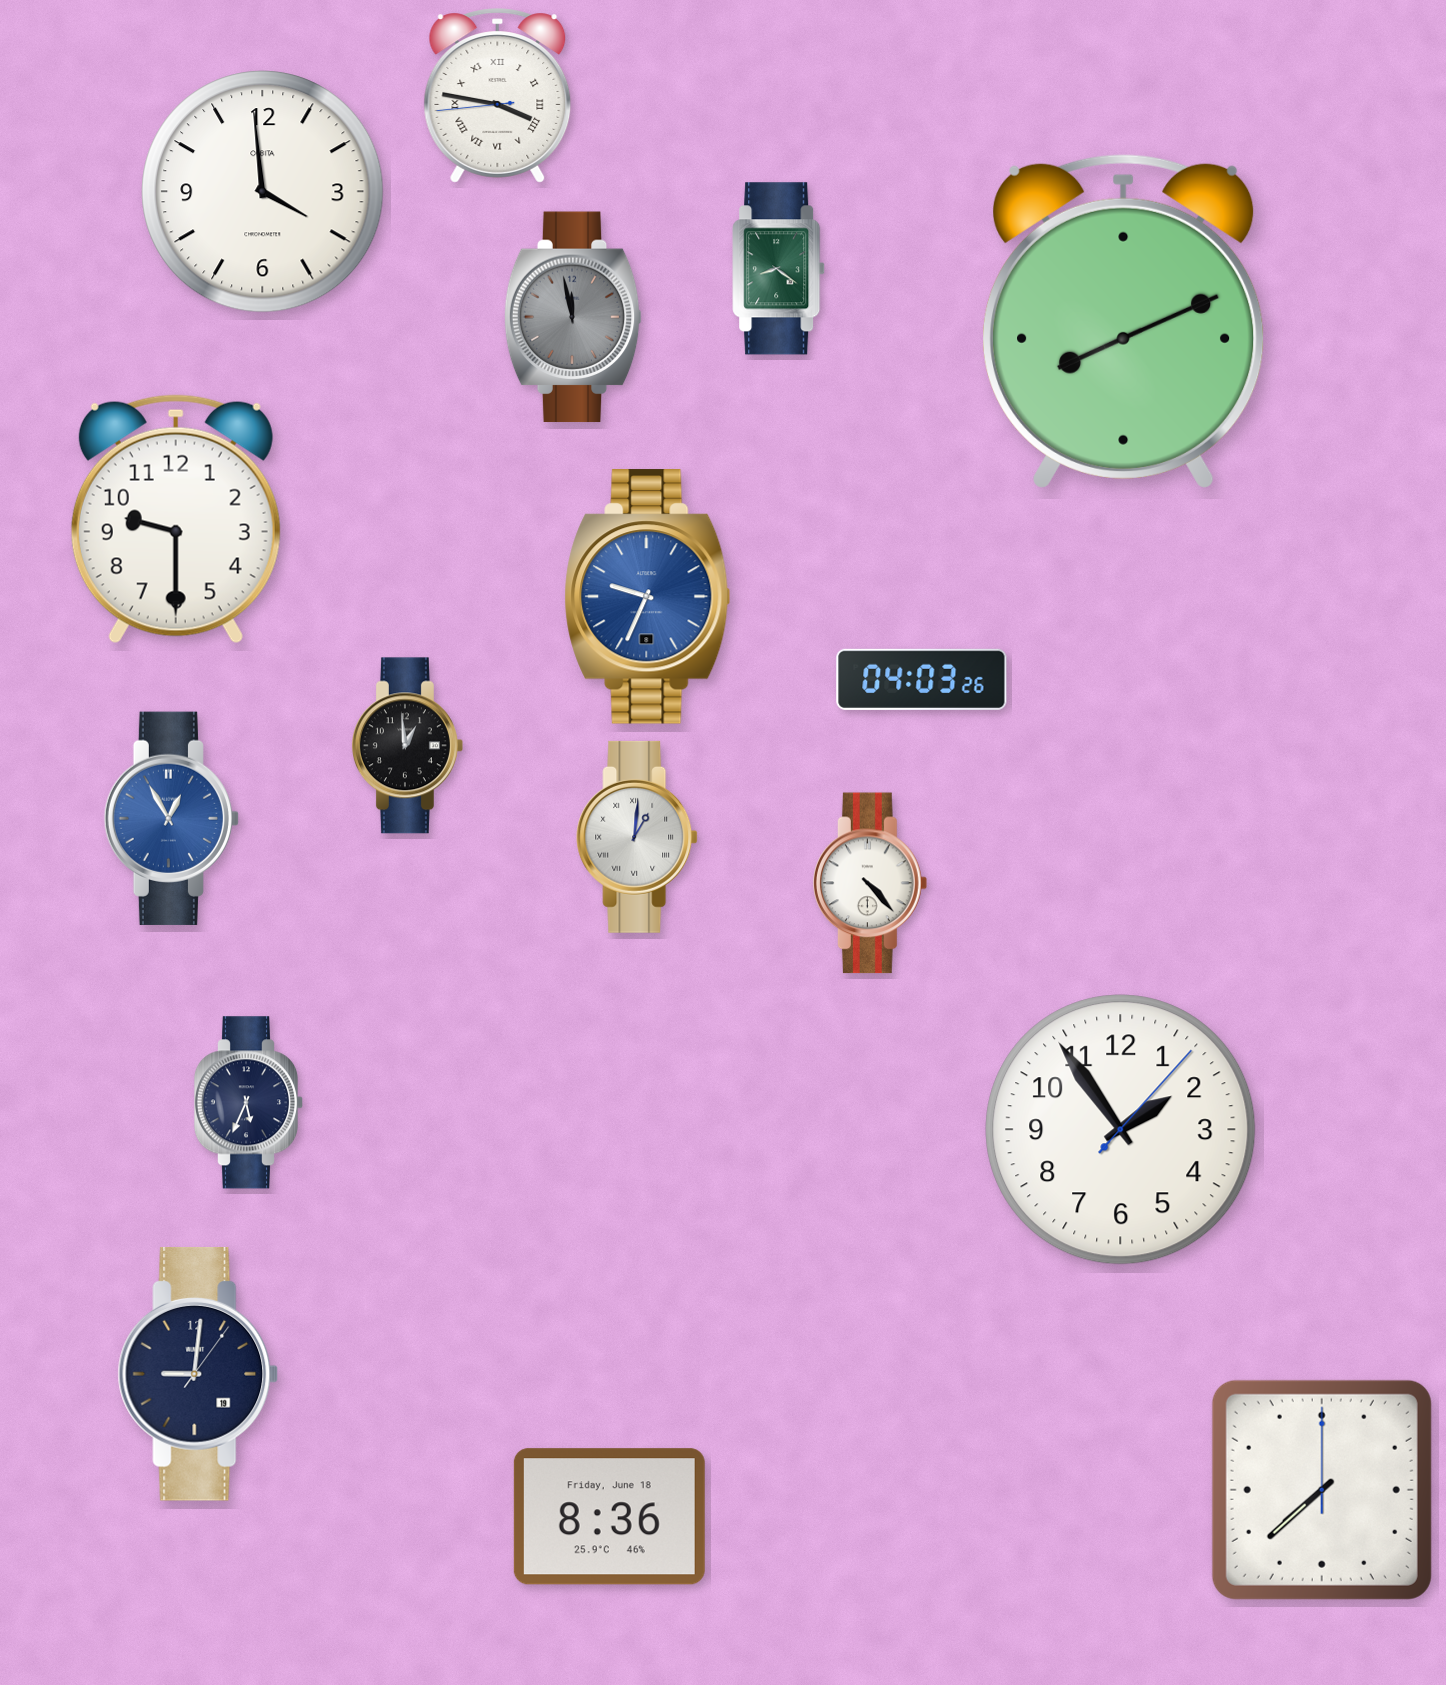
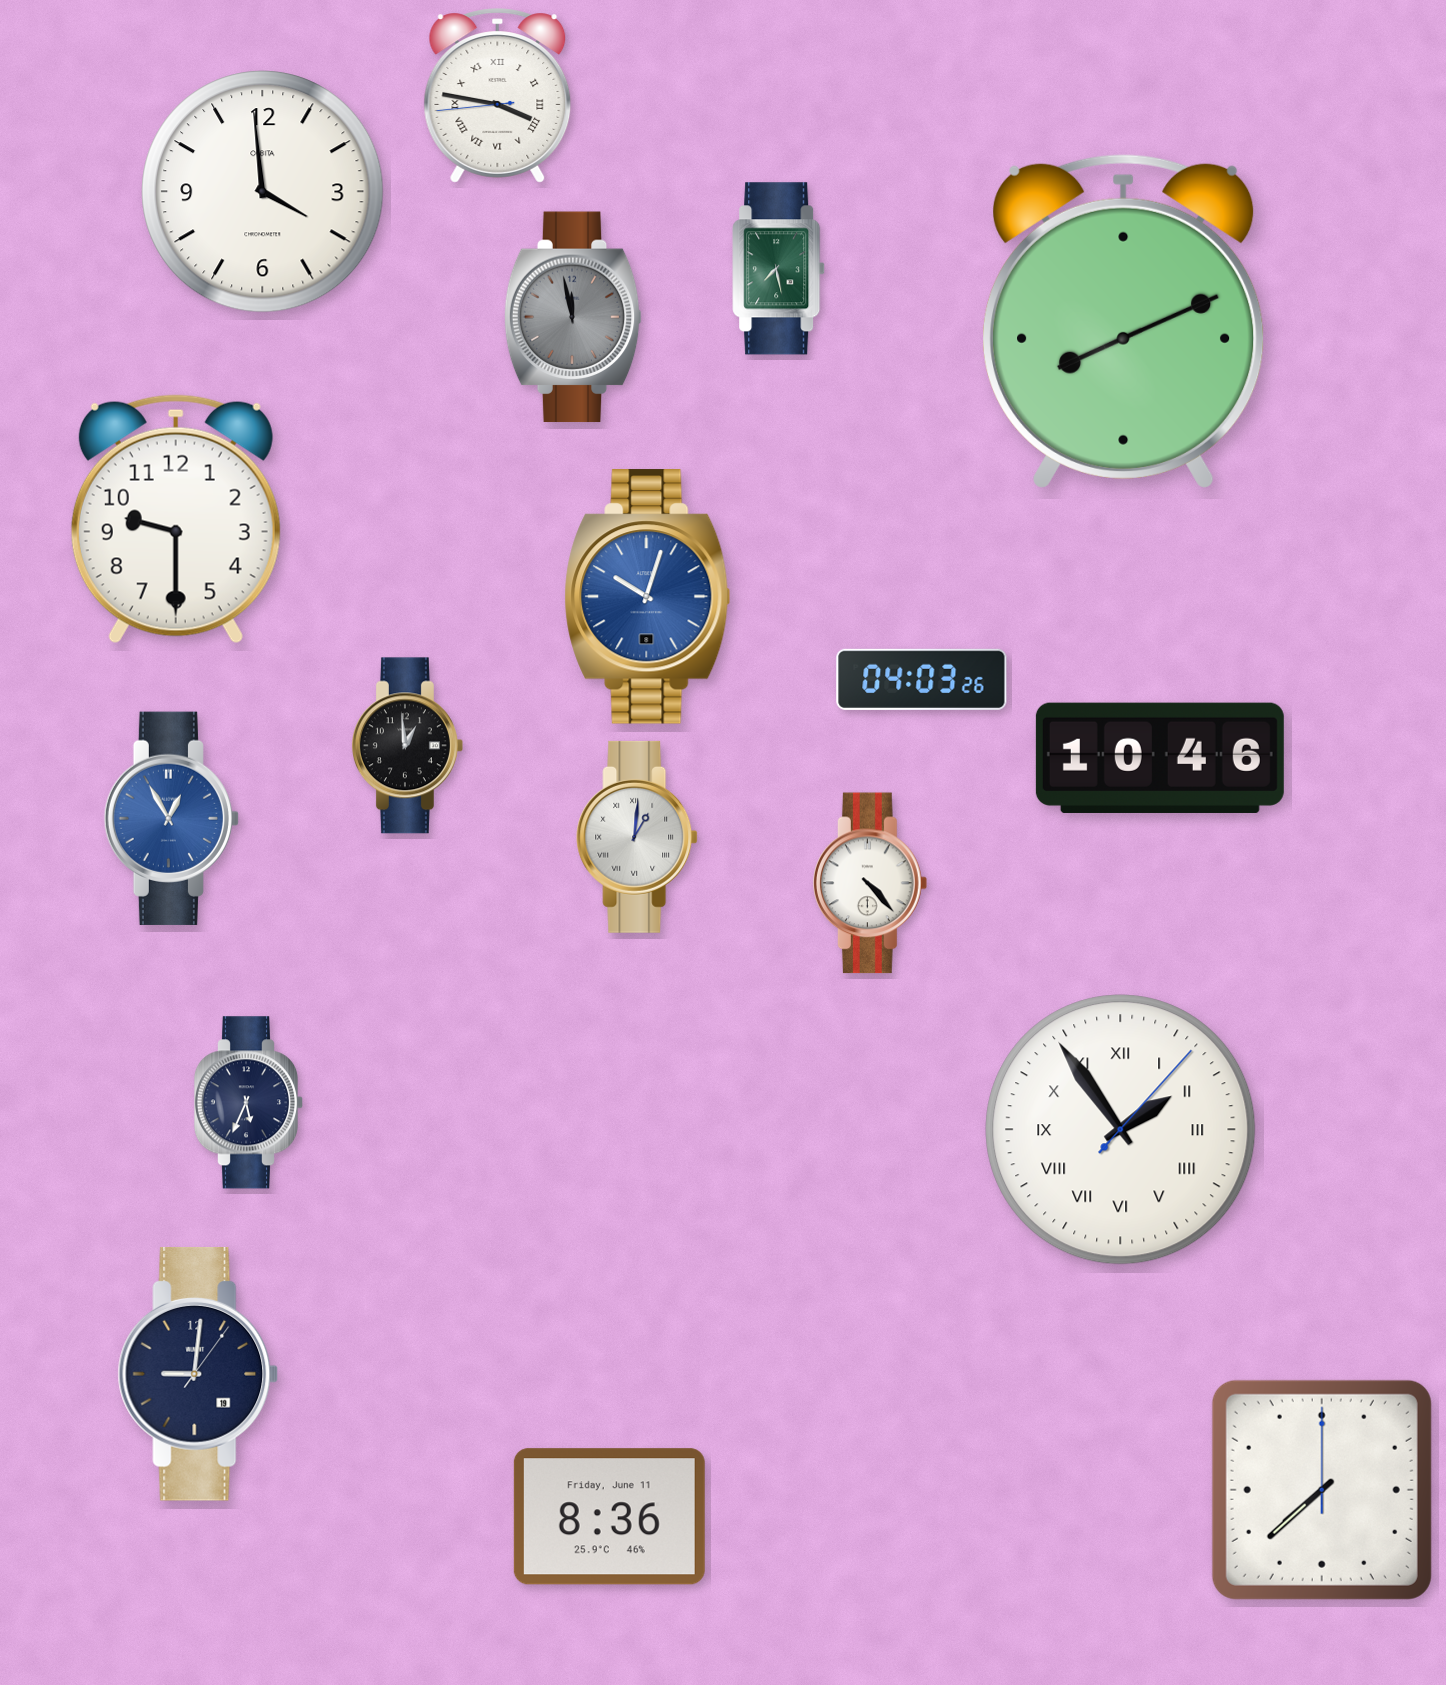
clock at (779, 269): 8:21 -> 7:28
clock at (648, 597): 9:34 -> 10:03
clock at (1160, 758): none -> 10:46
clock at (1121, 1130) numerals: Arabic -> Roman
clock at (609, 1517) date: Friday, June 18 -> Friday, June 11
